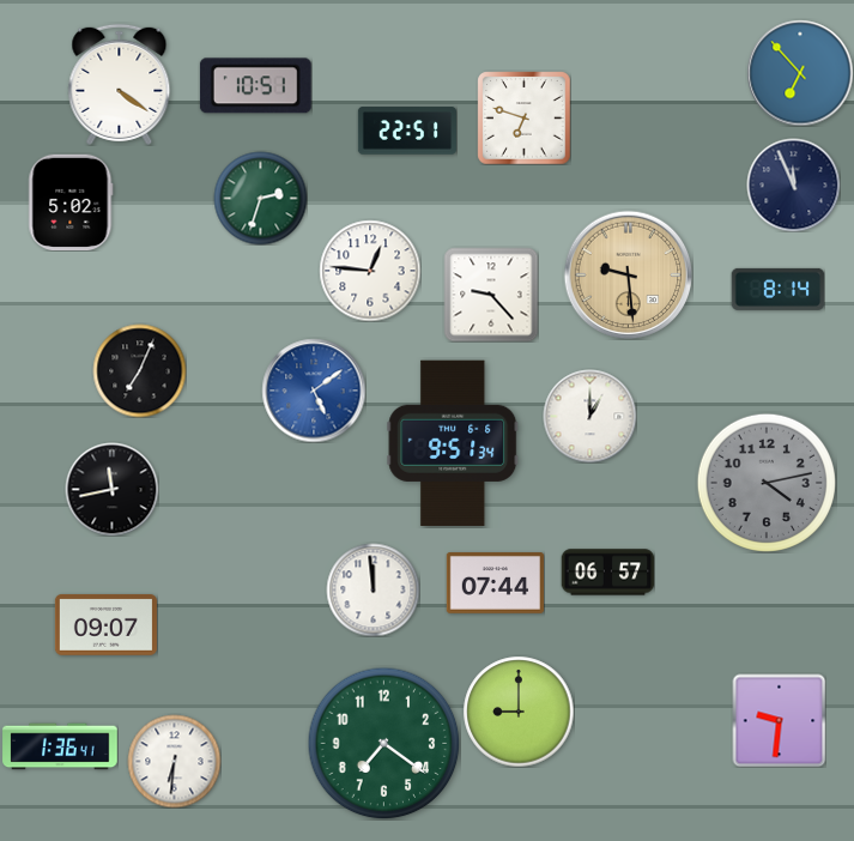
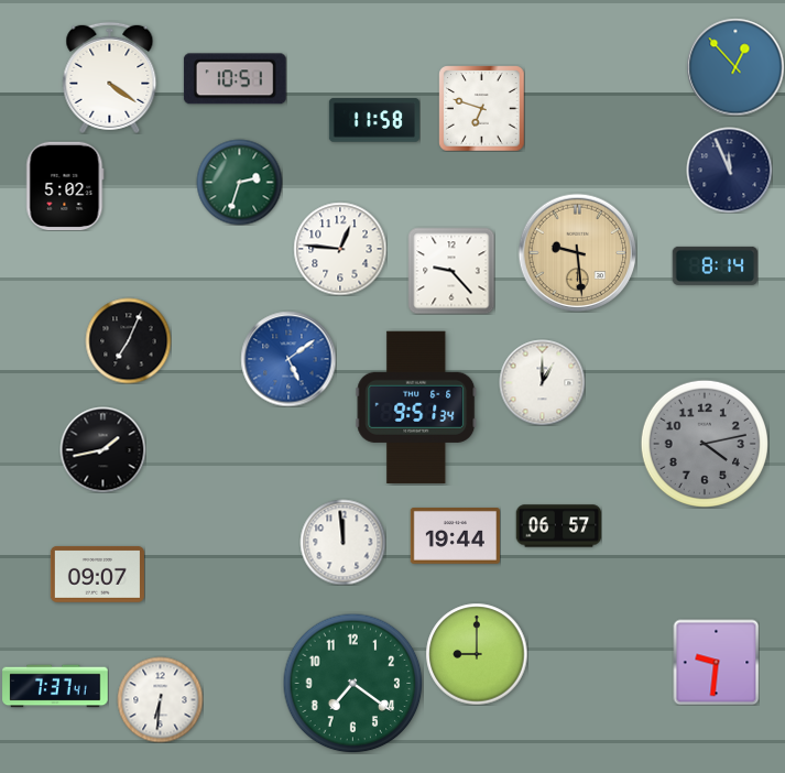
clock at (800, 73): 6:53 -> 12:53
clock at (406, 131): 22:51 -> 11:58
clock at (111, 489): 11:43 -> 1:43
clock at (495, 583): 07:44 -> 19:44
clock at (60, 746): 1:36 -> 7:37
